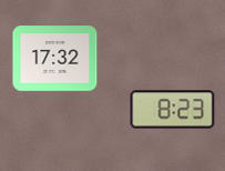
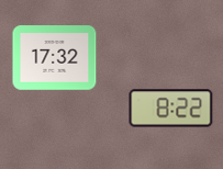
clock at (173, 110): 8:23 -> 8:22
